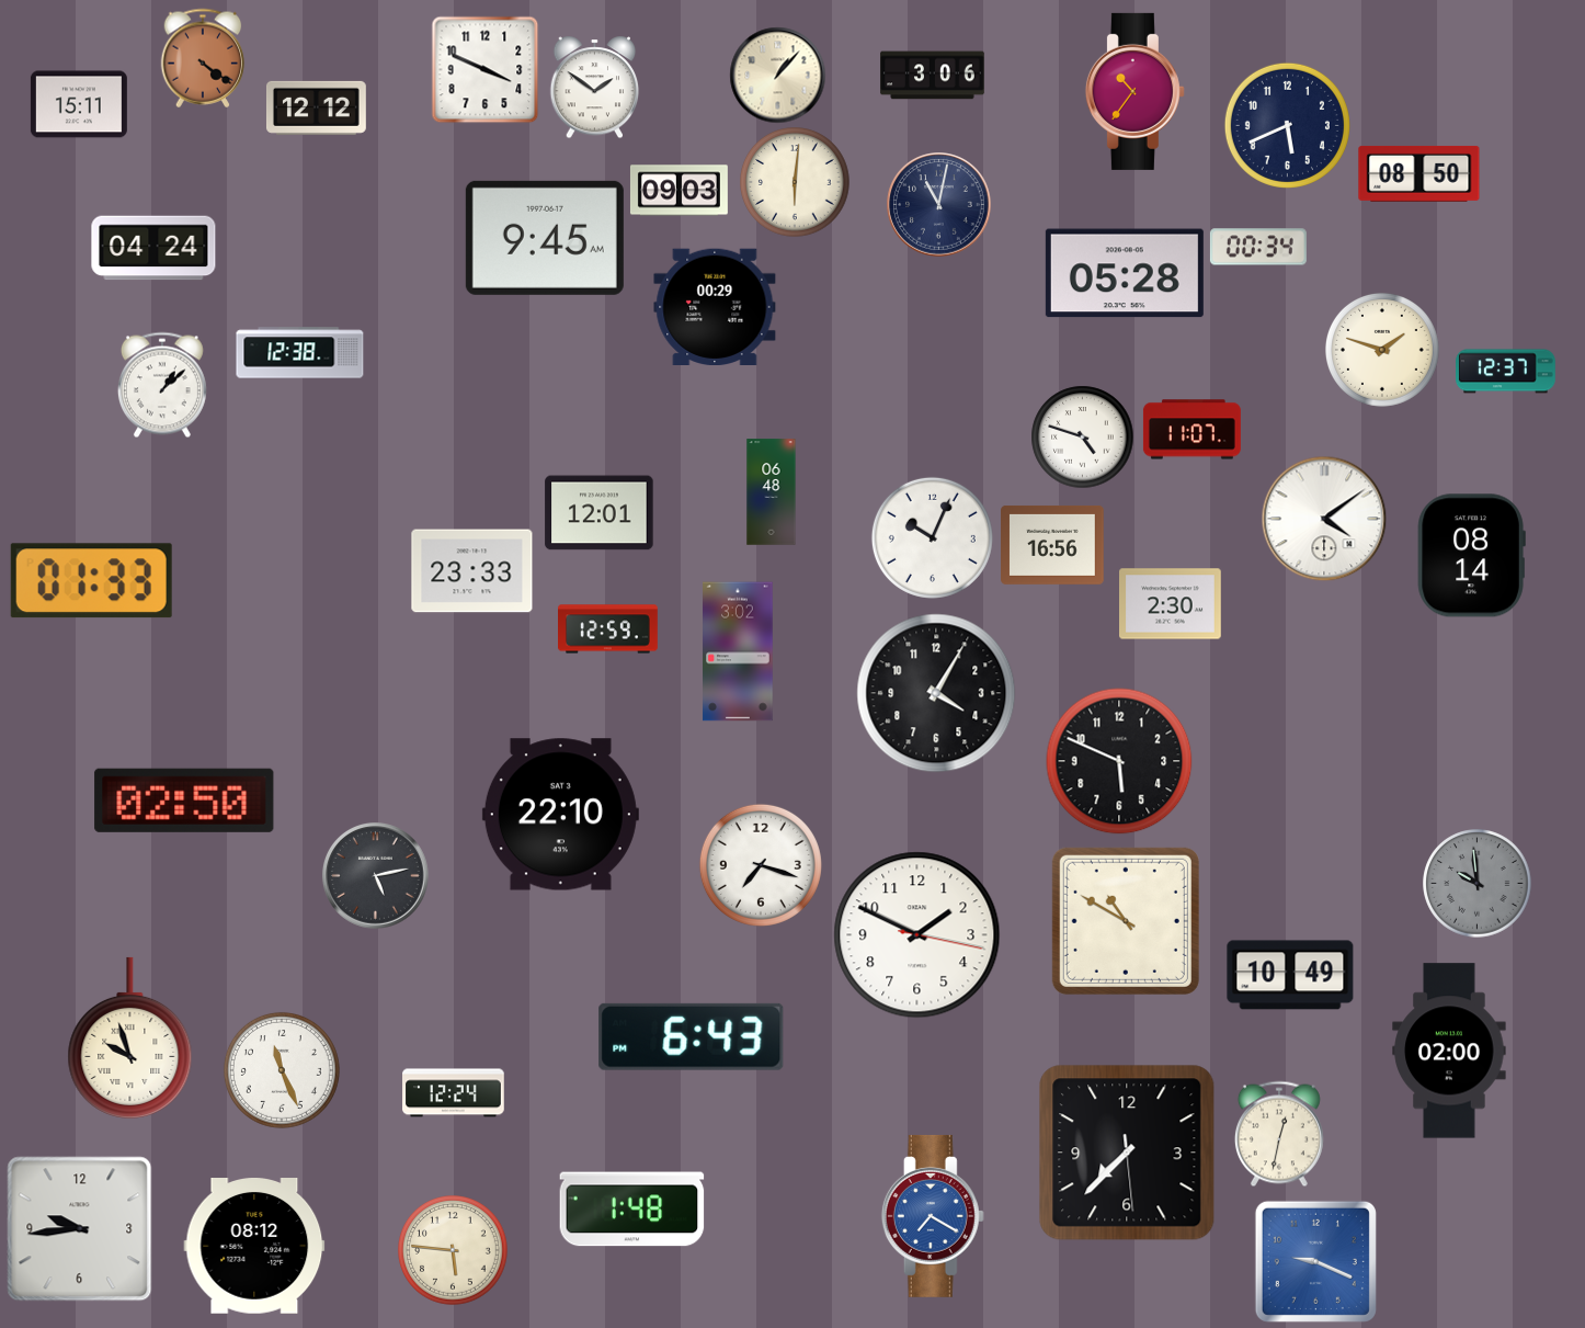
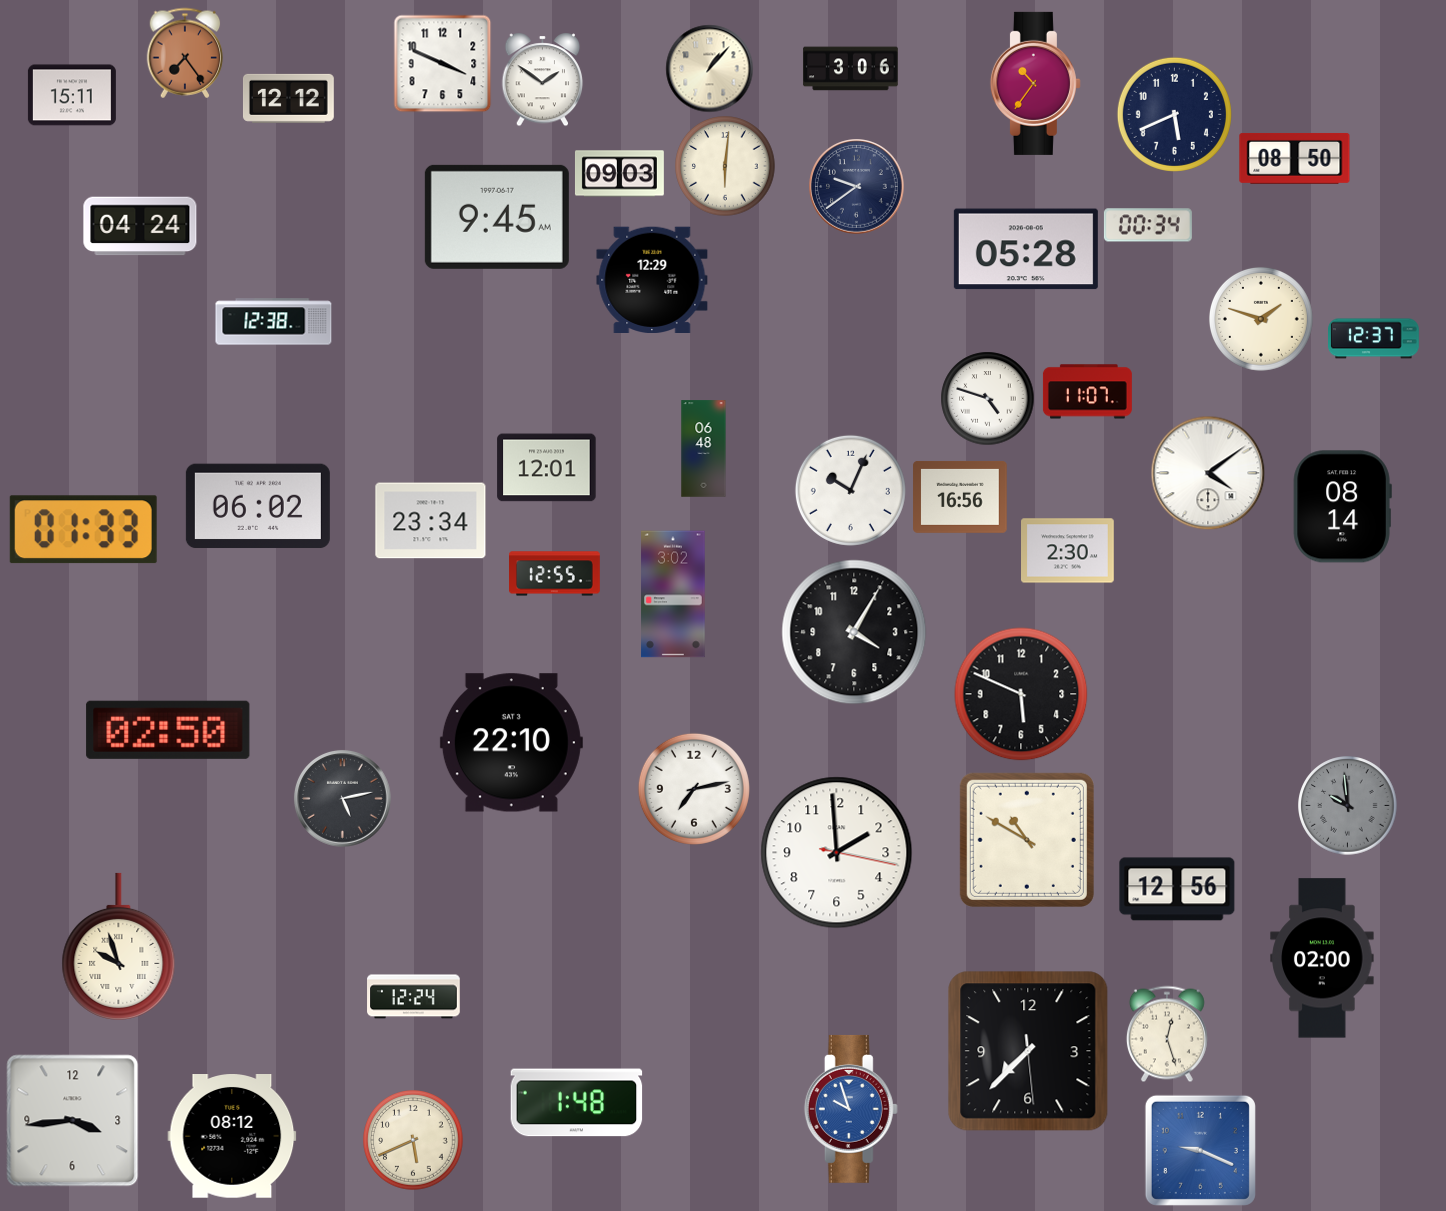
clock at (203, 58): 4:21 -> 7:24
clock at (939, 205): 11:02 -> 9:39
clock at (715, 306): 00:29 -> 12:29
clock at (162, 385): 1:08 -> none
clock at (258, 506): none -> 06:02
clock at (472, 571): 23:33 -> 23:34
clock at (608, 629): 12:59 -> 12:55
clock at (761, 865): 7:18 -> 7:13
clock at (917, 935): 1:49 -> 1:59
clock at (1290, 975): 10:49 -> 12:56
clock at (692, 1036): 6:43 -> none
clock at (282, 1070): 11:26 -> none
clock at (1279, 1134): 12:32 -> 12:27
clock at (933, 1216): 7:20 -> 9:57
clock at (80, 1229): 9:44 -> 3:44
clock at (453, 1250): 5:46 -> 5:41
